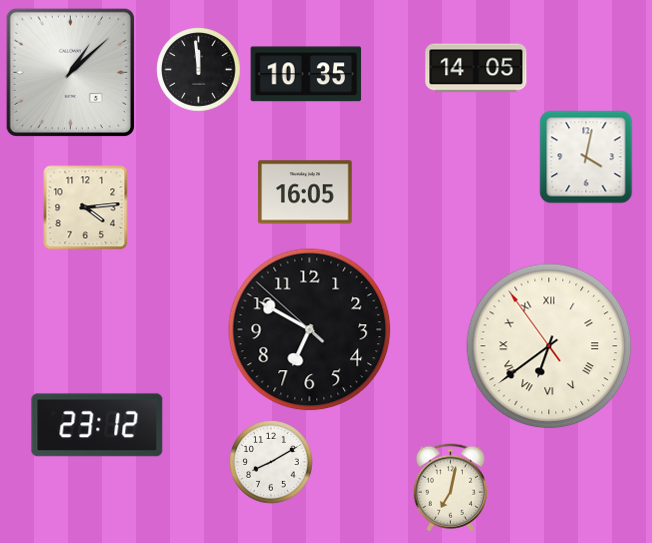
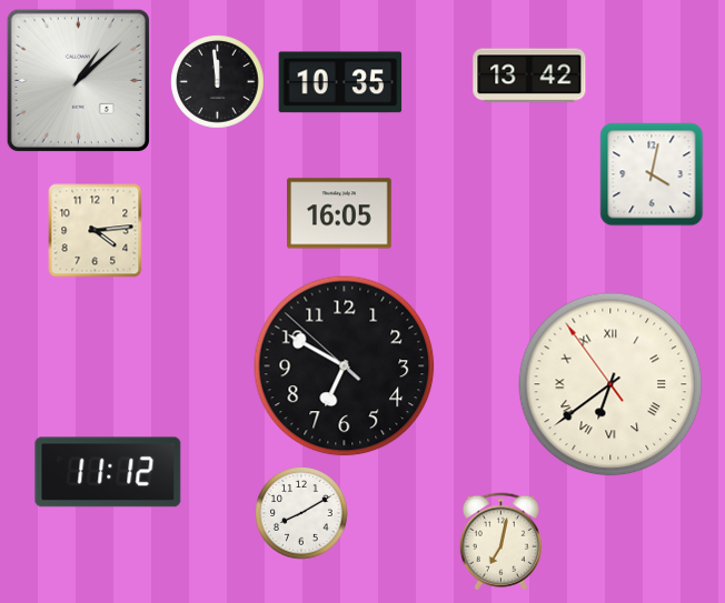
clock at (476, 68): 14:05 -> 13:42
clock at (199, 70) position: (199, 70) -> (218, 82)
clock at (97, 425): 23:12 -> 11:12
